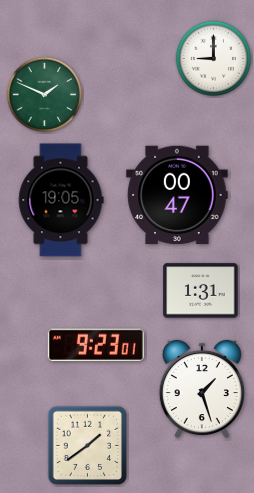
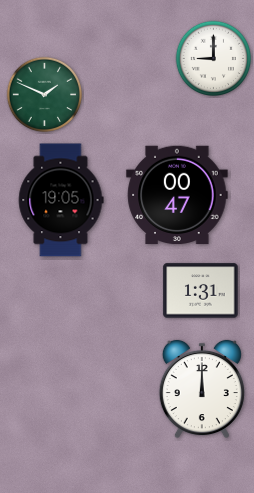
clock at (96, 344): 9:23 -> none
clock at (202, 389): 1:27 -> 12:00
clock at (88, 446): 1:39 -> none
